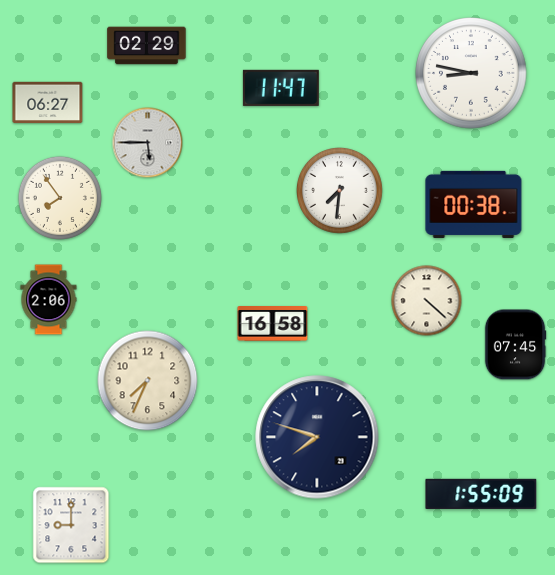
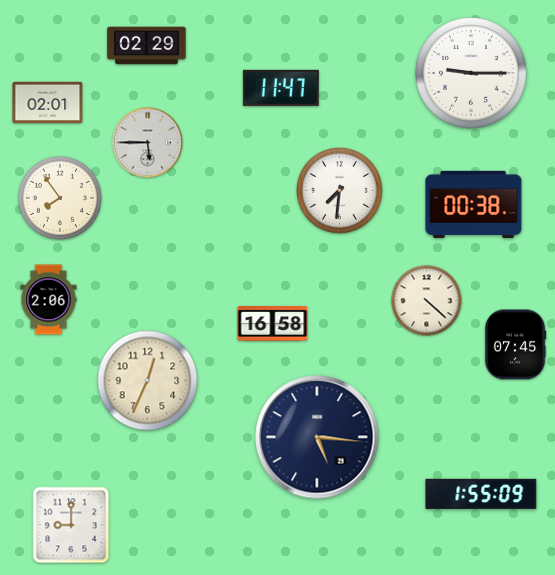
clock at (471, 73): 8:47 -> 9:15
clock at (48, 103): 06:27 -> 02:01
clock at (148, 381): 7:34 -> 12:34
clock at (317, 437): 7:48 -> 5:16
